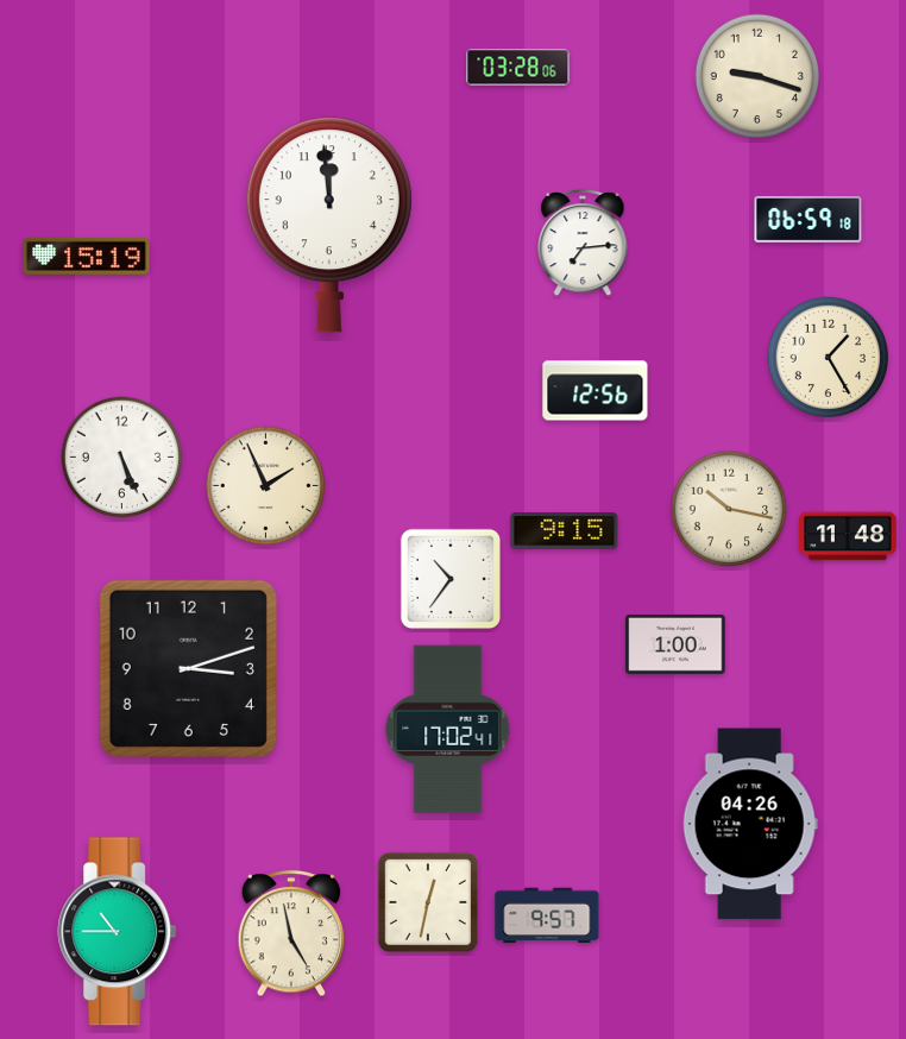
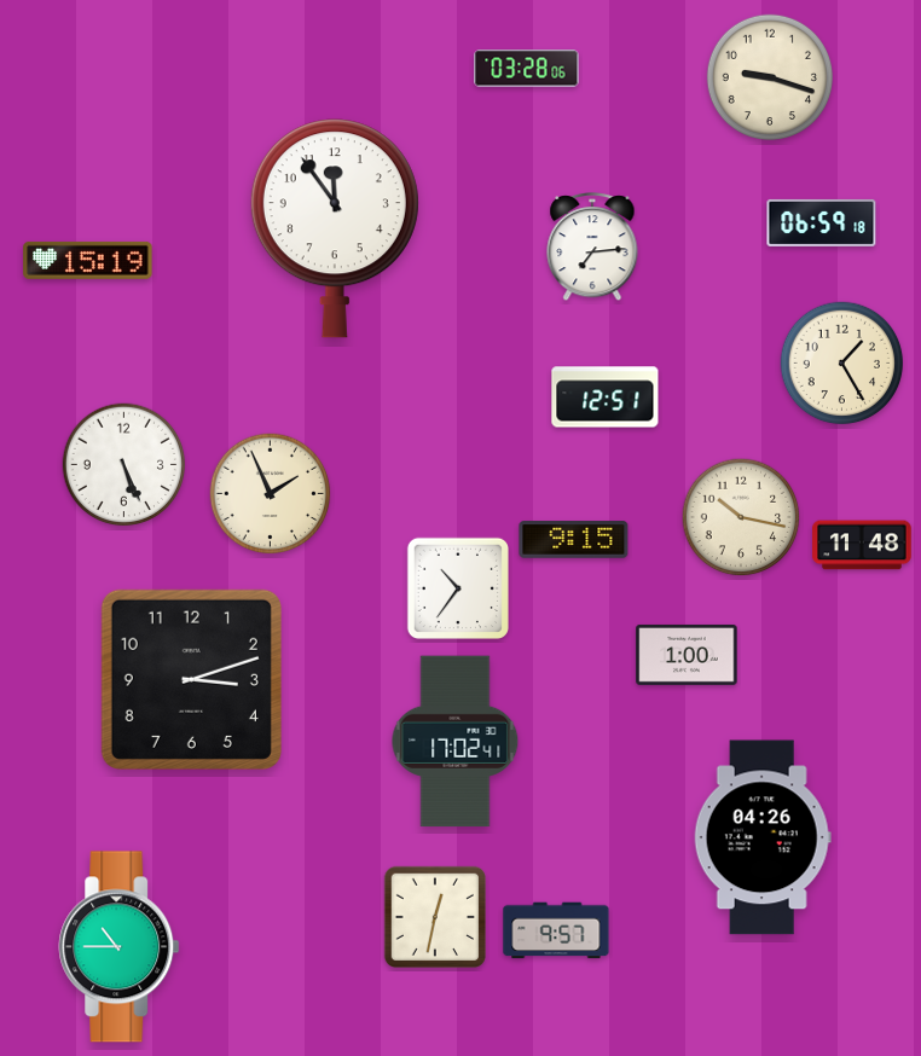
clock at (329, 225): 11:59 -> 11:54
clock at (596, 391): 12:56 -> 12:51
clock at (291, 934): 4:58 -> none
